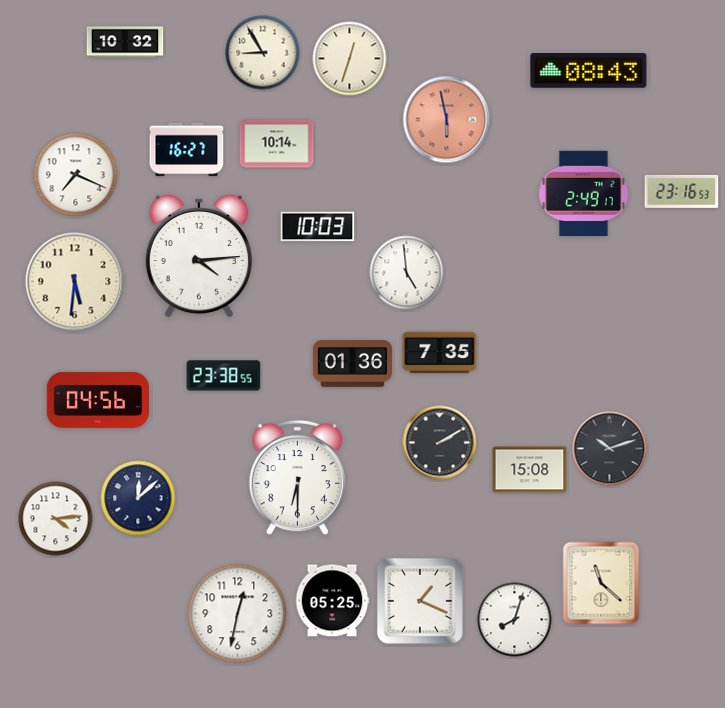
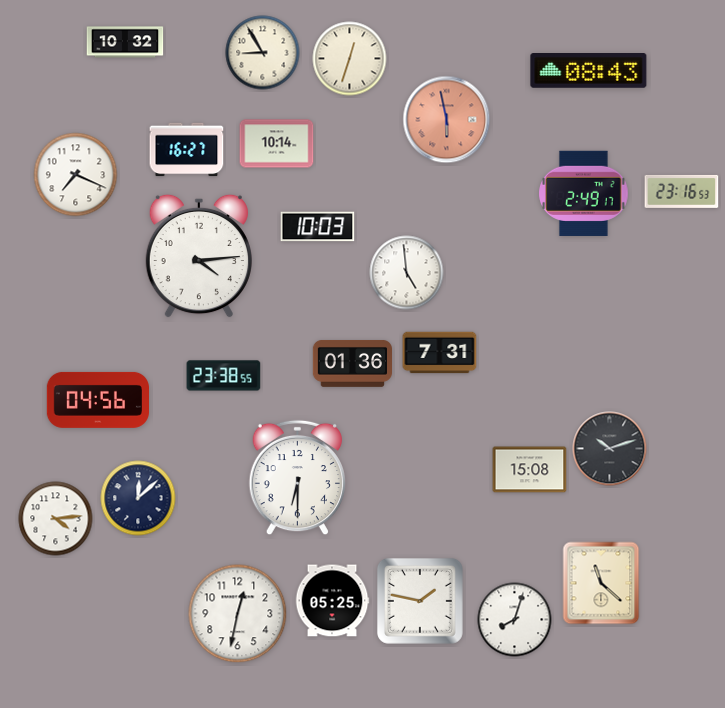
clock at (75, 282): 5:31 -> none
clock at (440, 353): 7:35 -> 7:31
clock at (440, 443): 2:10 -> none
clock at (420, 601): 1:19 -> 1:47
